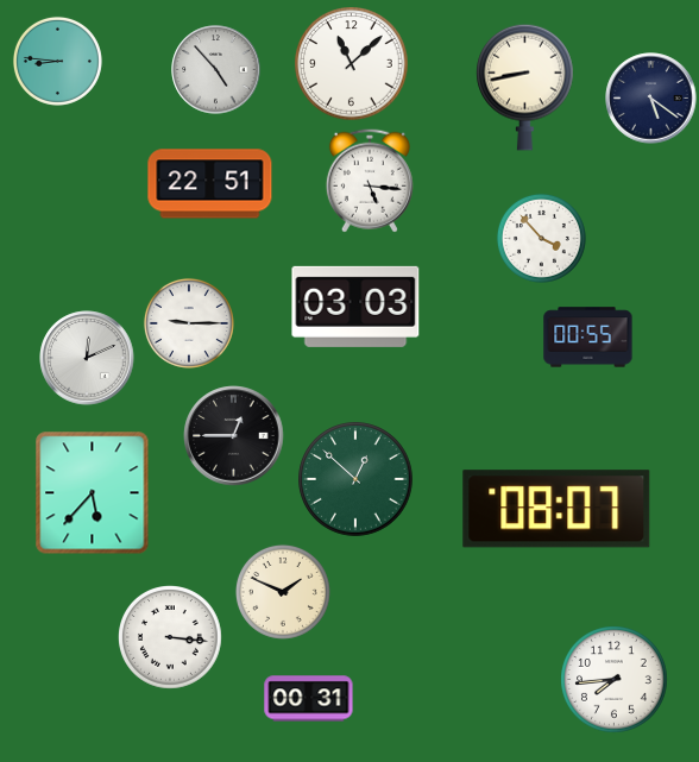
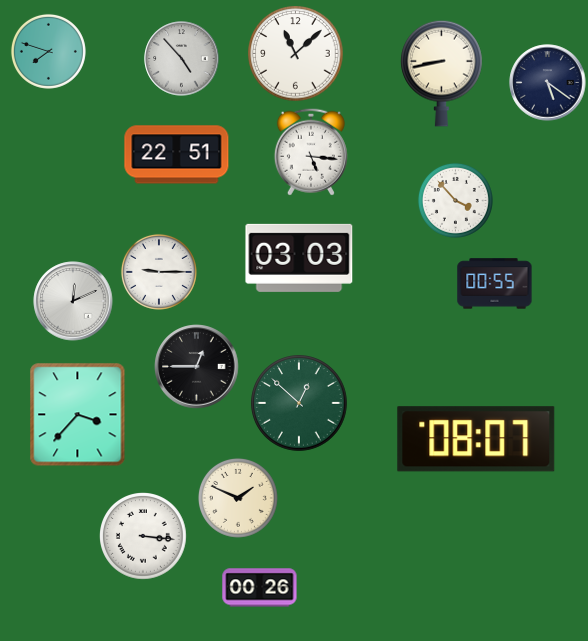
clock at (57, 61): 8:46 -> 7:48
clock at (93, 493): 5:37 -> 3:37
clock at (556, 509) position: (556, 509) -> (476, 439)
clock at (615, 680): 7:44 -> none
clock at (309, 699): 00:31 -> 00:26
